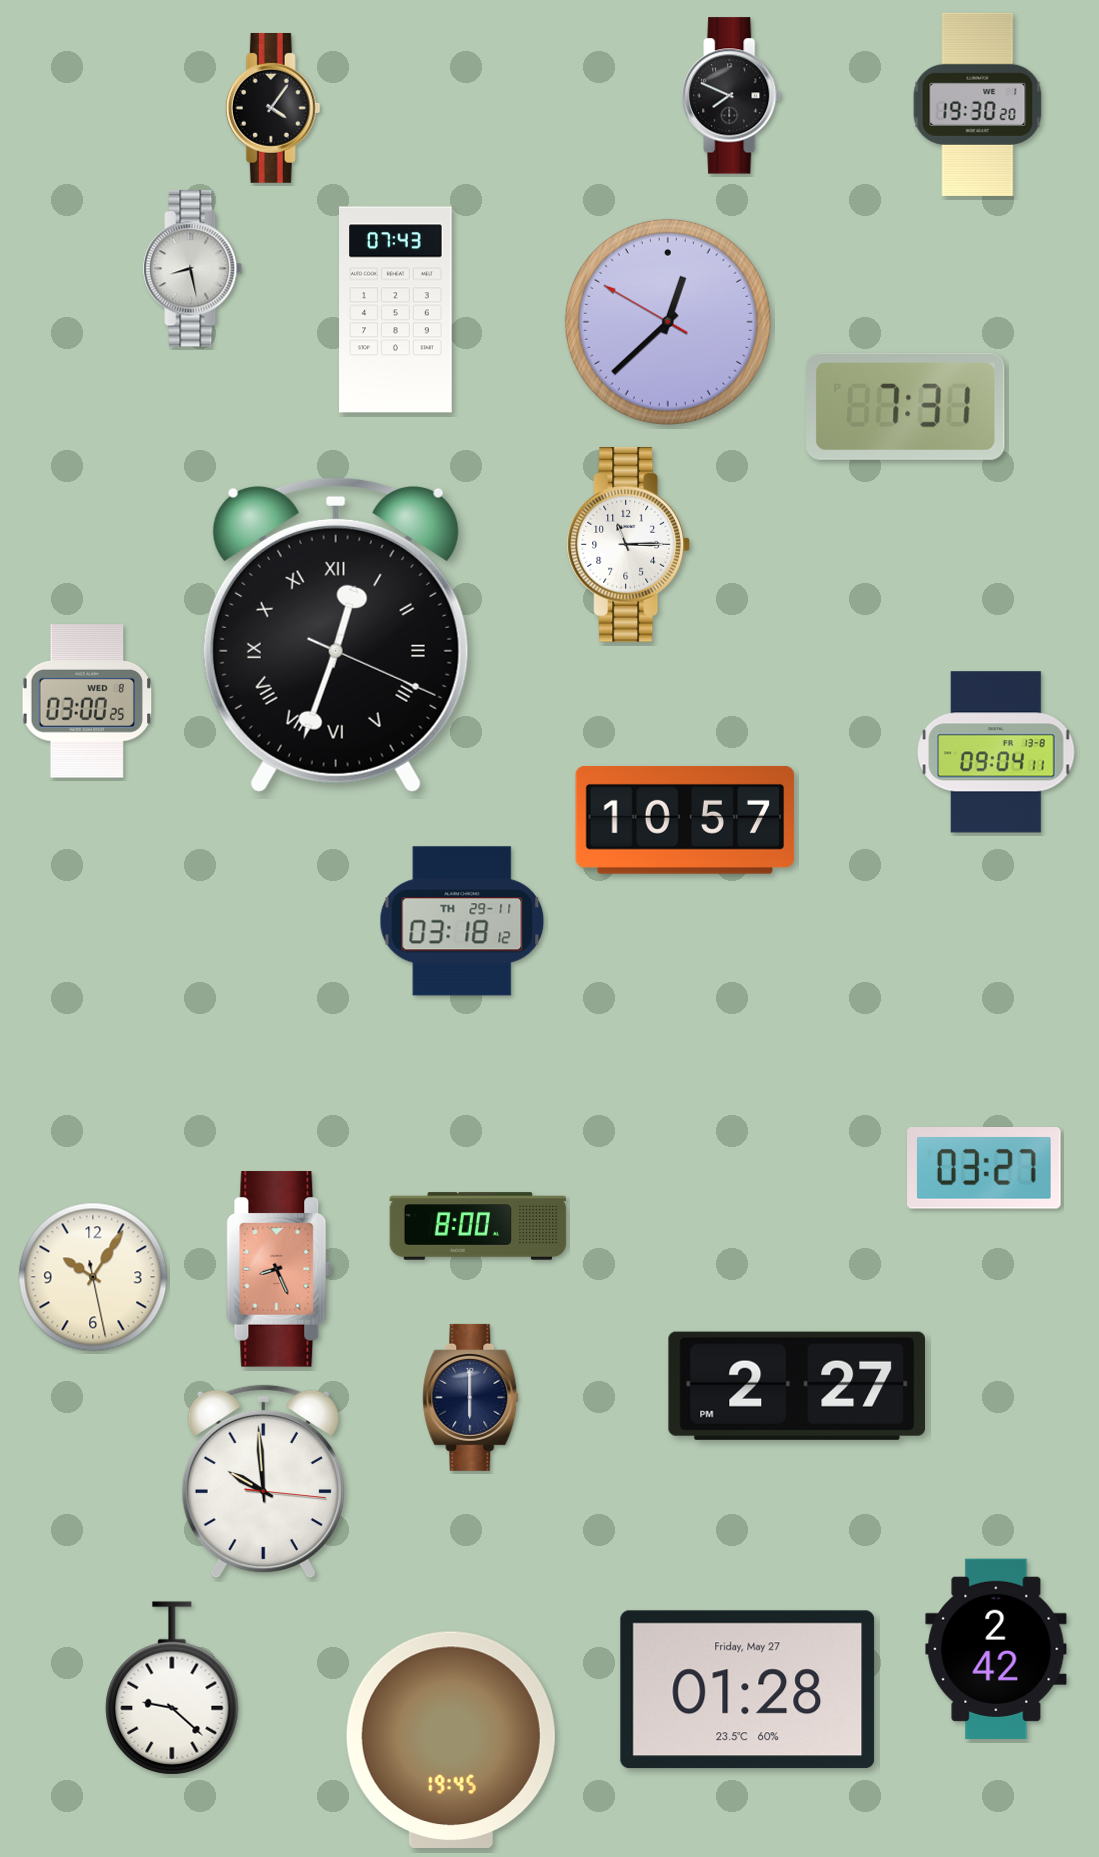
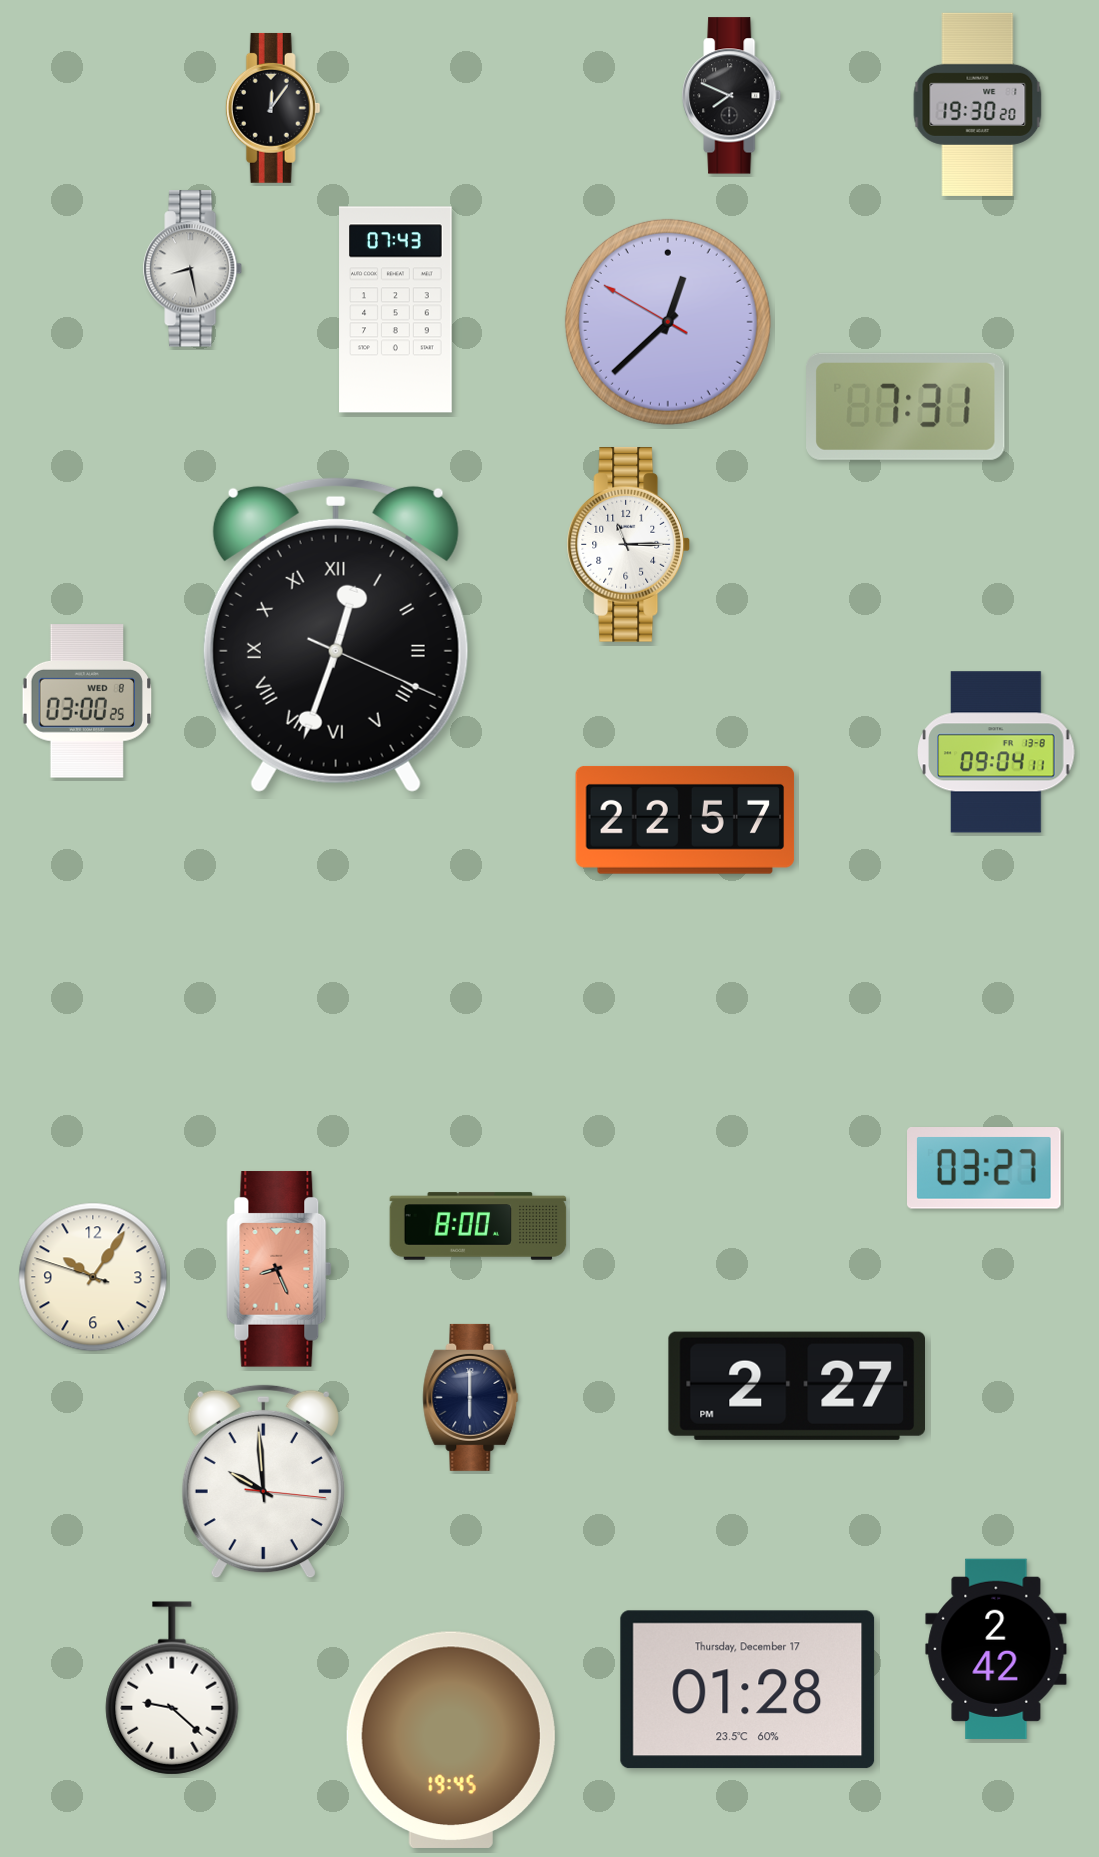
clock at (273, 108): 4:06 -> 12:06
clock at (685, 820): 10:57 -> 22:57
clock at (462, 921): 03:18 -> none
clock at (93, 1277): 10:05:28 -> 10:05:48
clock at (748, 1690) date: Friday, May 27 -> Thursday, December 17
